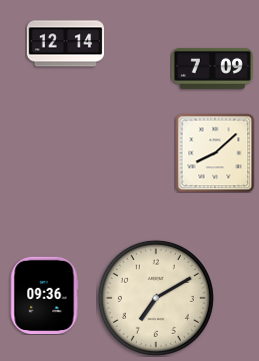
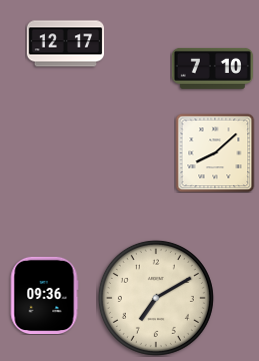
clock at (65, 44): 12:14 -> 12:17
clock at (212, 68): 7:09 -> 7:10
